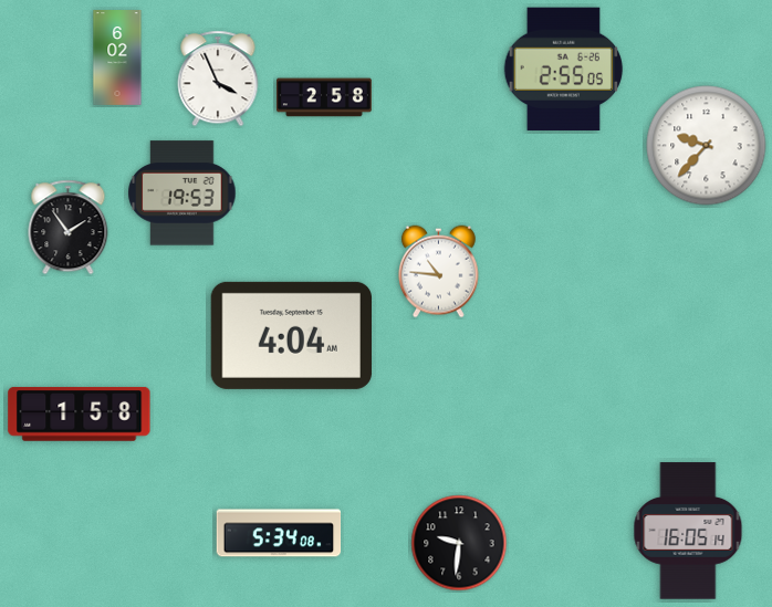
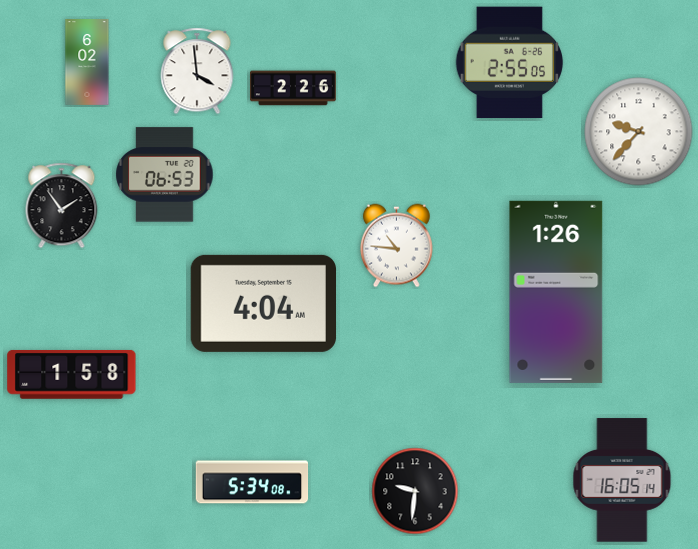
clock at (117, 59) position: (117, 59) -> (87, 63)
clock at (218, 79): 3:56 -> 3:59
clock at (325, 97): 2:58 -> 2:26
clock at (182, 193): 19:53 -> 06:53
clock at (556, 292): none -> 1:26
